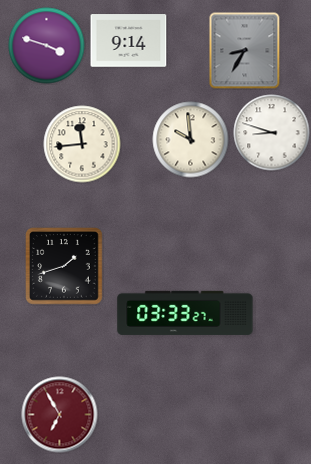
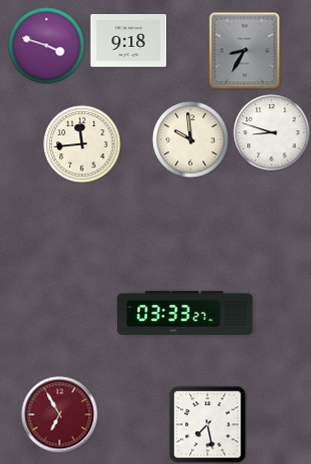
clock at (129, 41): 9:14 -> 9:18
clock at (65, 267): 1:42 -> none
clock at (208, 425): none -> 7:28
